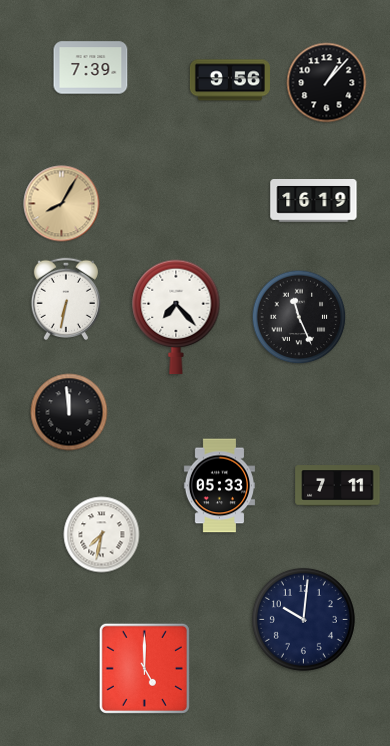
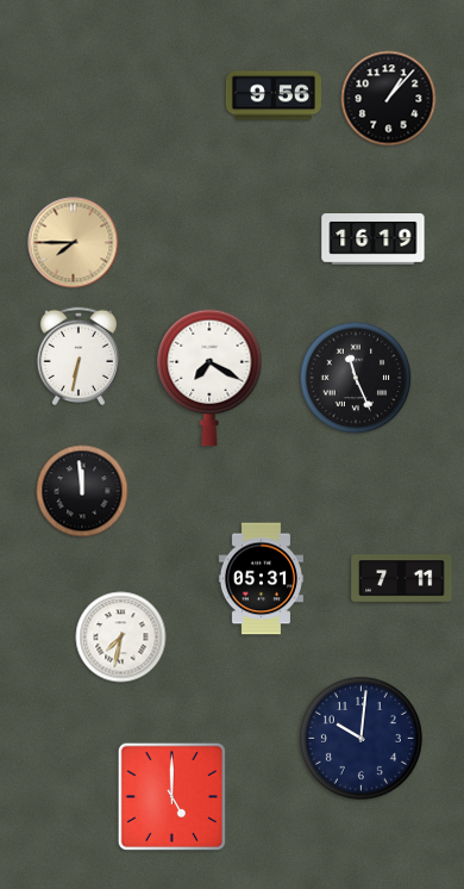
clock at (91, 68): 7:39 -> none
clock at (62, 204): 8:05 -> 7:45
clock at (176, 317): 7:23 -> 7:20
clock at (219, 486): 05:33 -> 05:31
